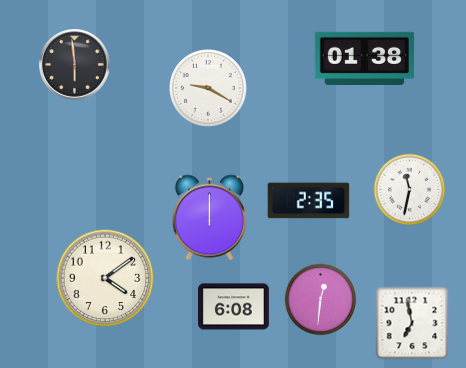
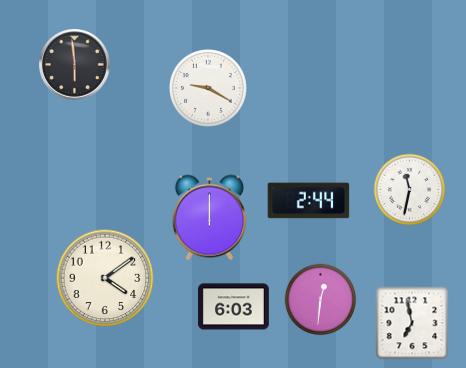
clock at (364, 58): 01:38 -> none
clock at (309, 201): 2:35 -> 2:44
clock at (234, 307): 6:08 -> 6:03
